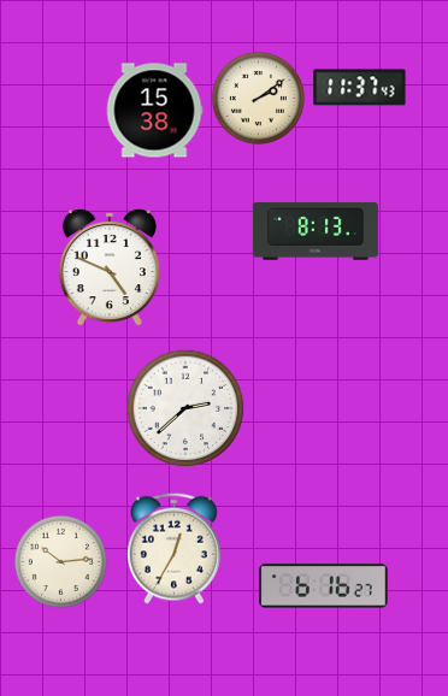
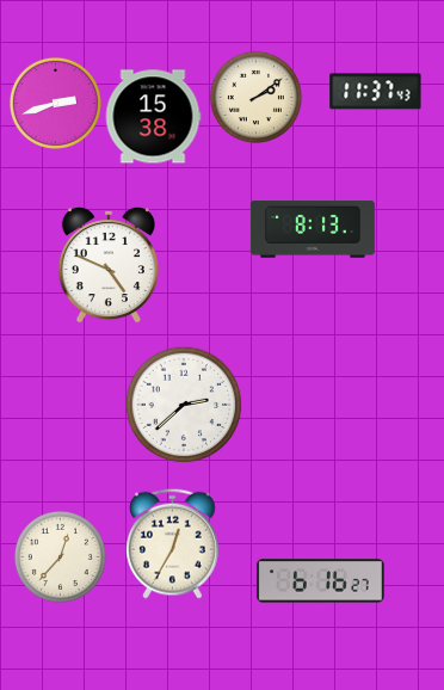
clock at (360, 88) position: (360, 88) -> (376, 92)
clock at (55, 103): none -> 2:42
clock at (154, 111) position: (154, 111) -> (153, 117)
clock at (60, 561): 10:14 -> 12:37
